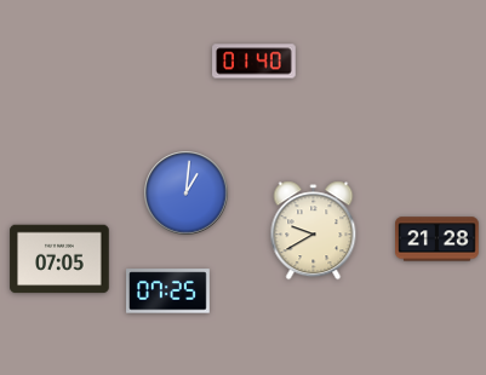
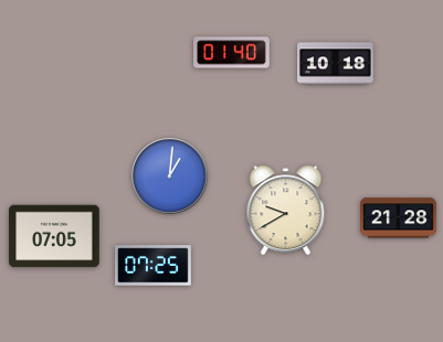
clock at (255, 62) position: (255, 62) -> (232, 53)
clock at (336, 64): none -> 10:18
